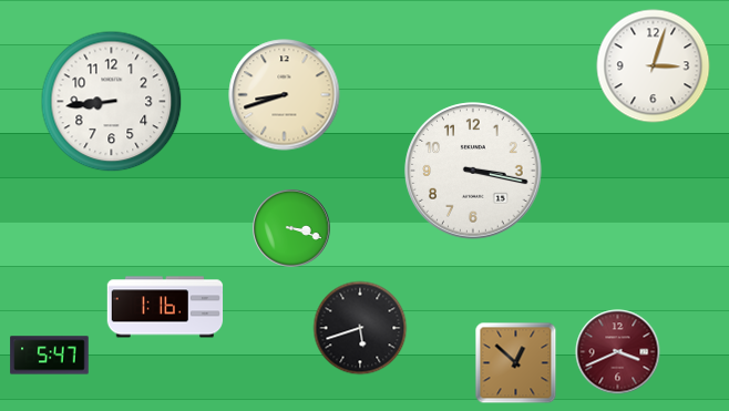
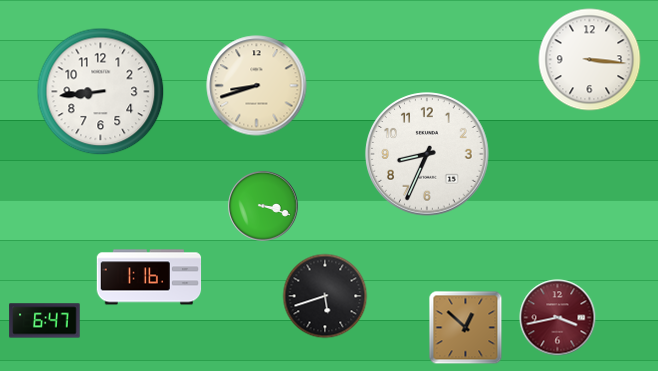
clock at (654, 66): 3:03 -> 3:16
clock at (473, 171): 3:17 -> 8:34
clock at (618, 352): 3:41 -> 3:43
clock at (50, 356): 5:47 -> 6:47
